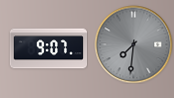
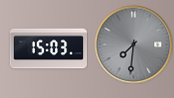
clock at (48, 49): 9:07 -> 15:03
